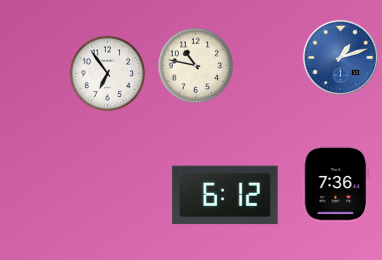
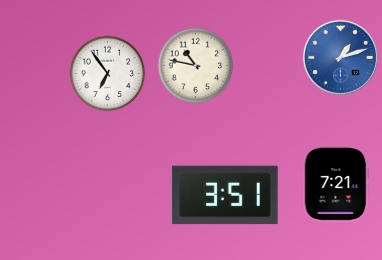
clock at (336, 184): 7:36 -> 7:21
clock at (225, 195): 6:12 -> 3:51
